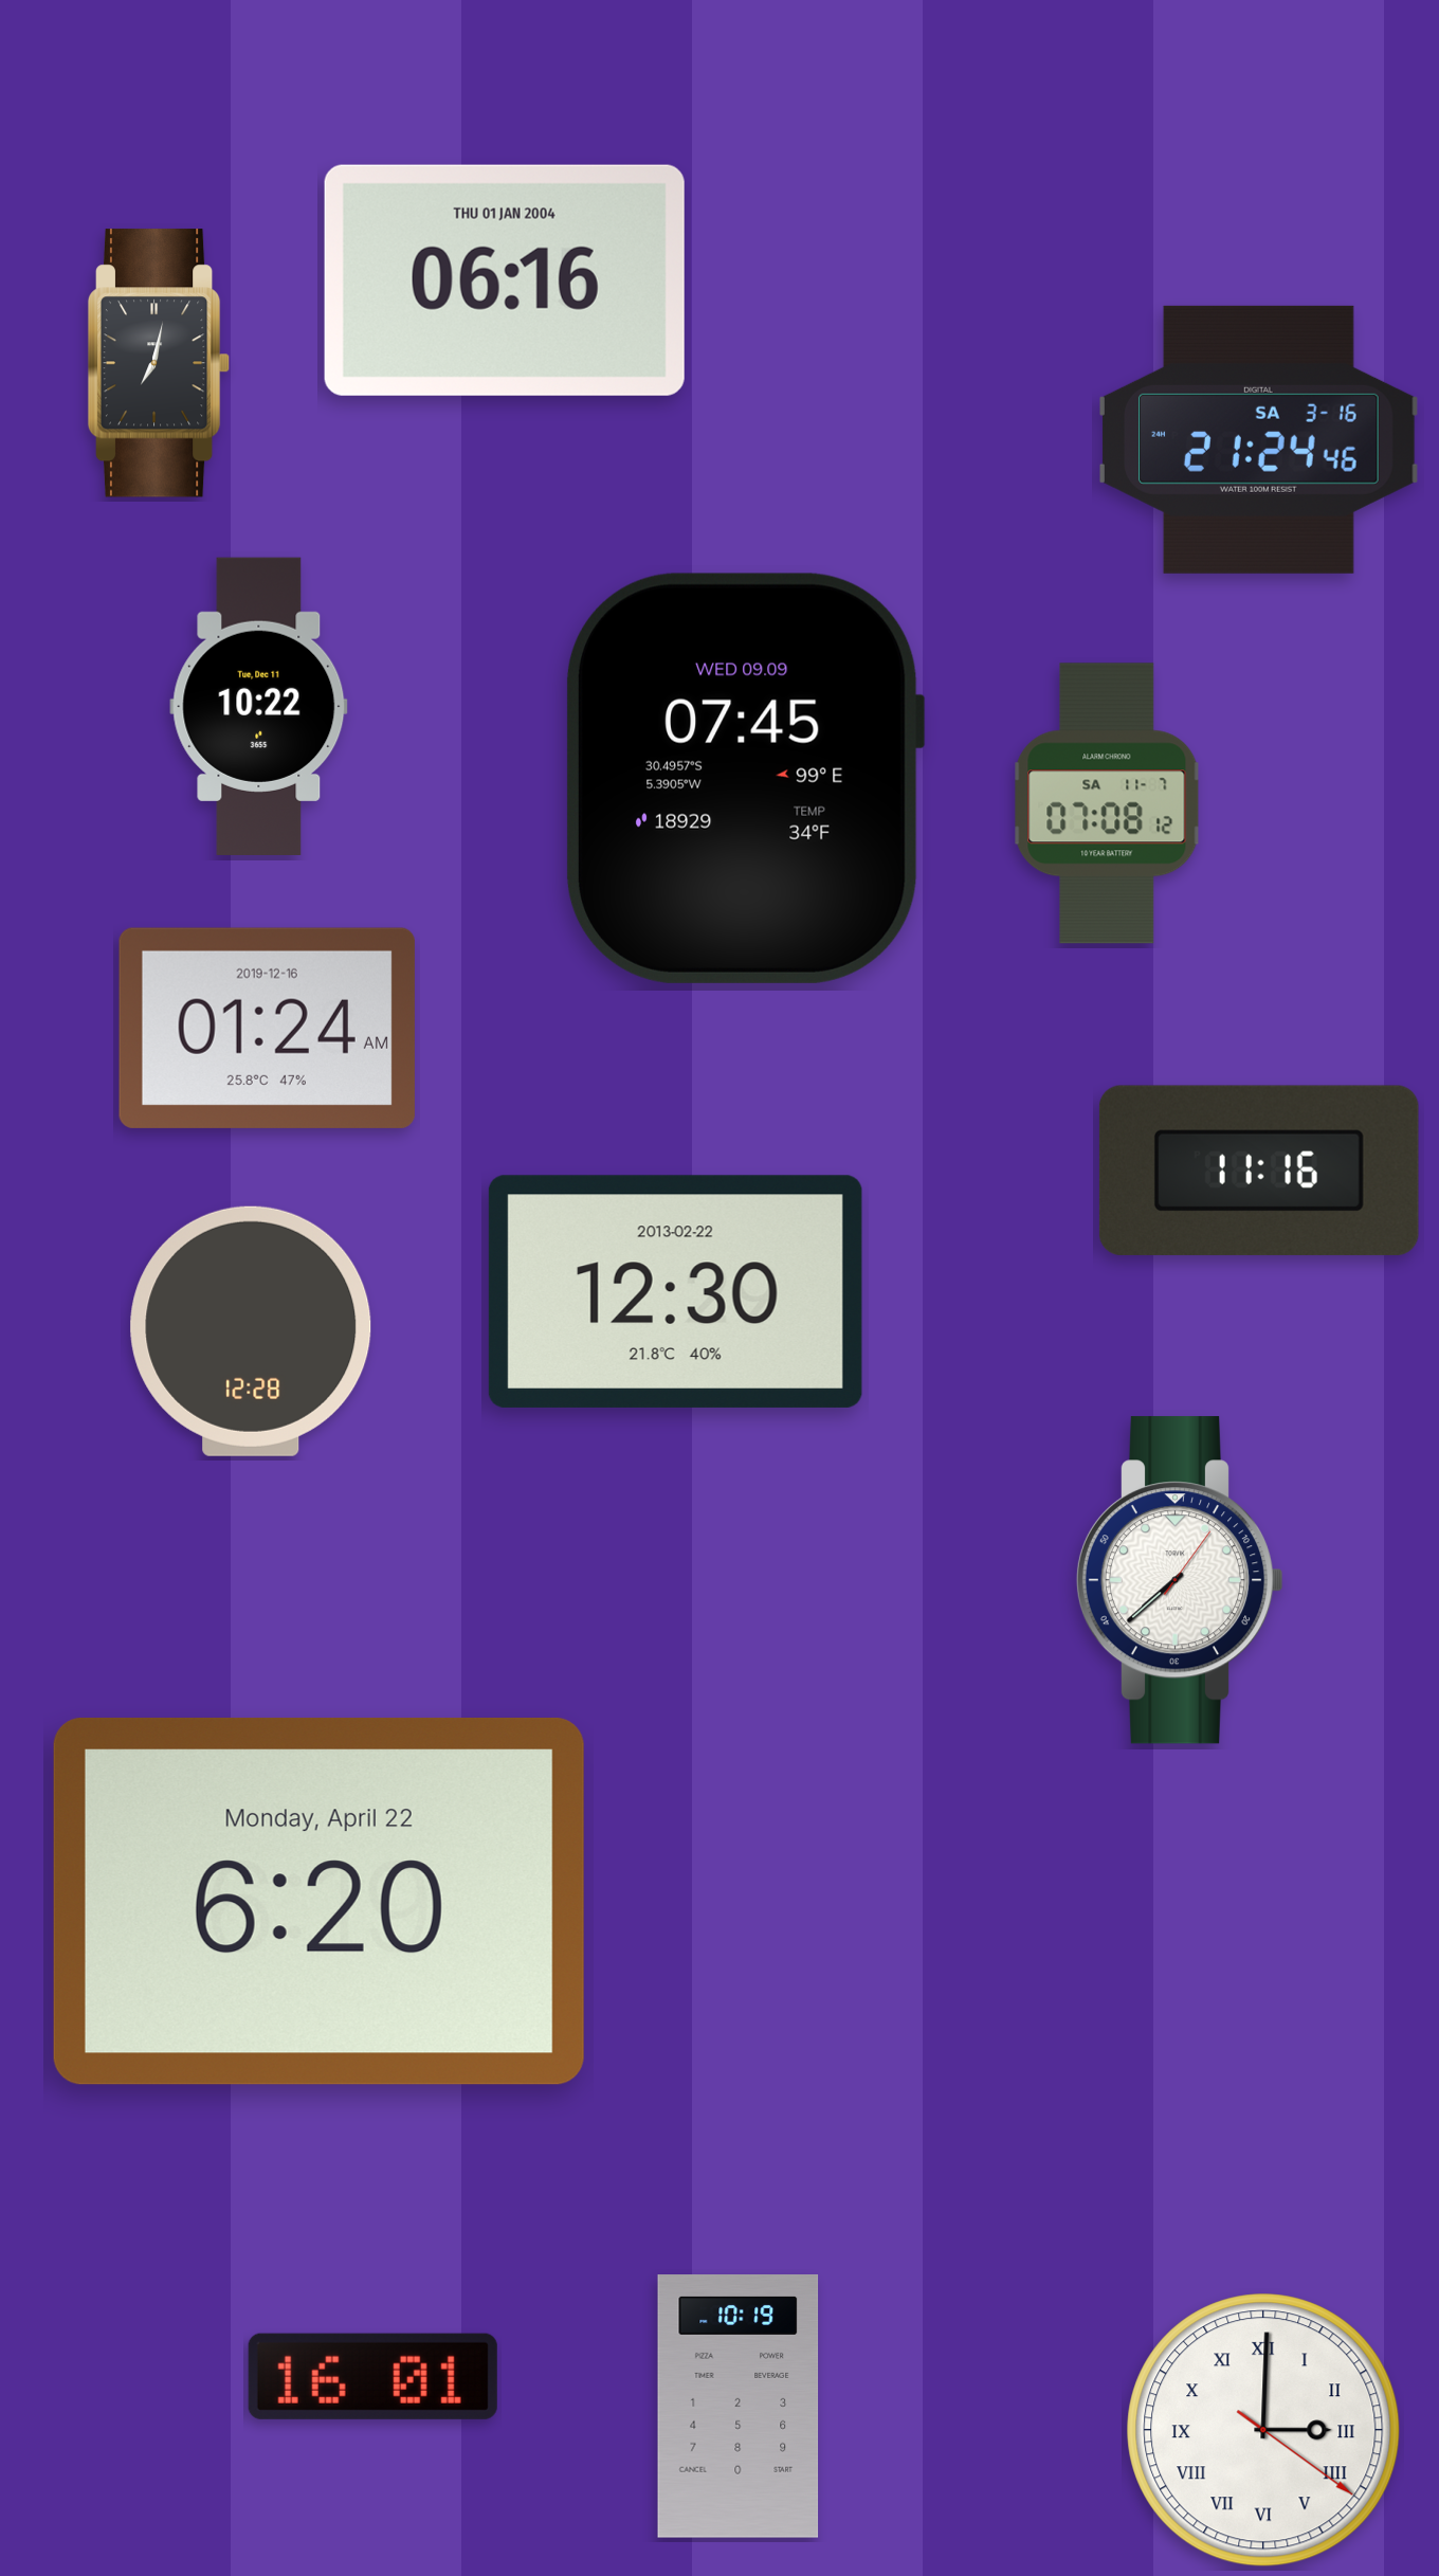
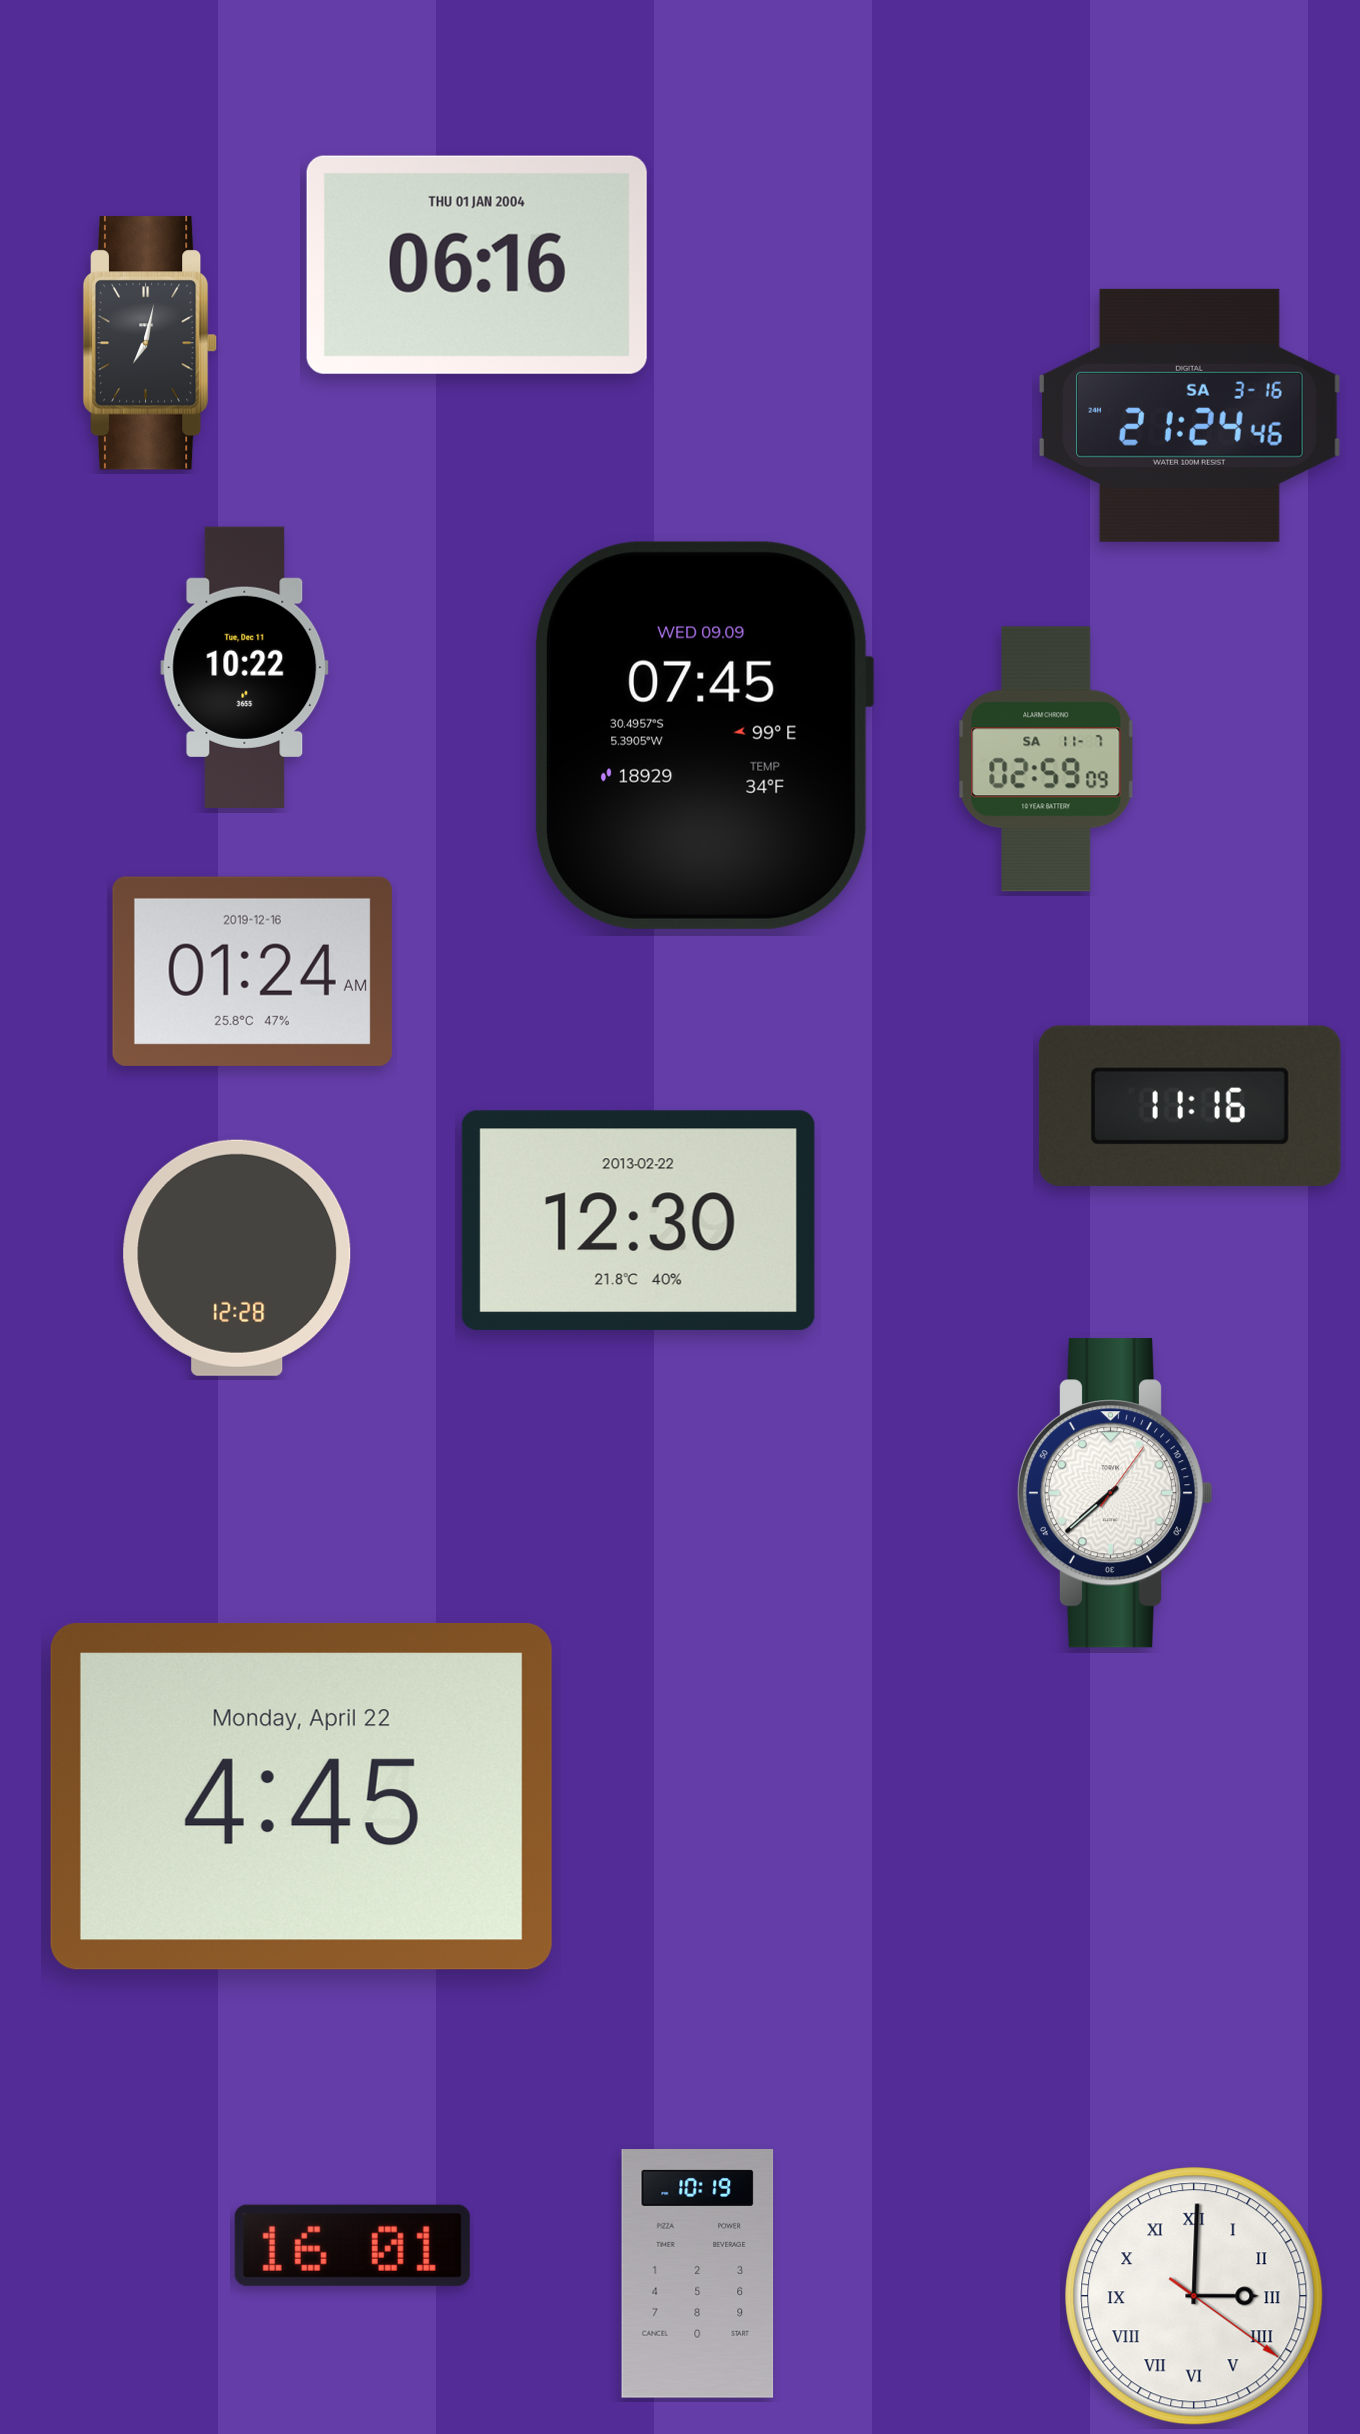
clock at (1107, 803): 07:08 -> 02:59
clock at (318, 1901): 6:20 -> 4:45
